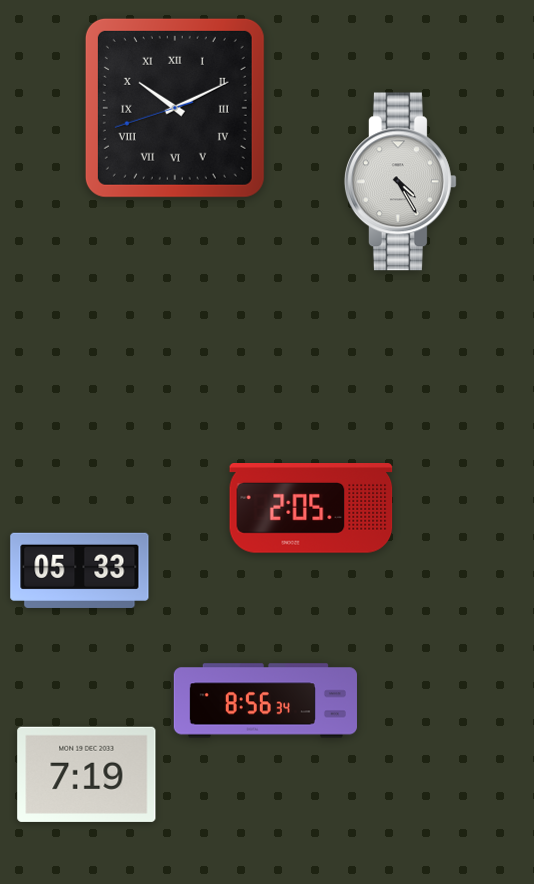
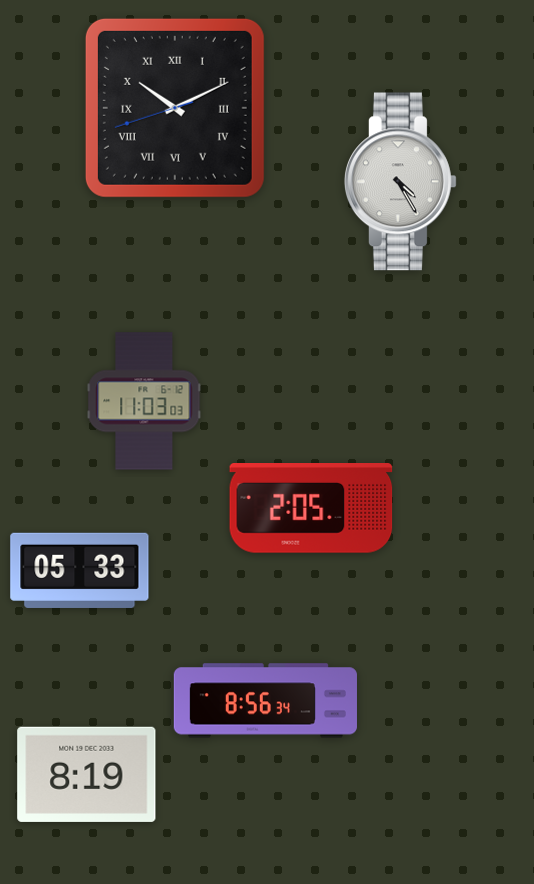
clock at (144, 401): none -> 11:03
clock at (87, 774): 7:19 -> 8:19
